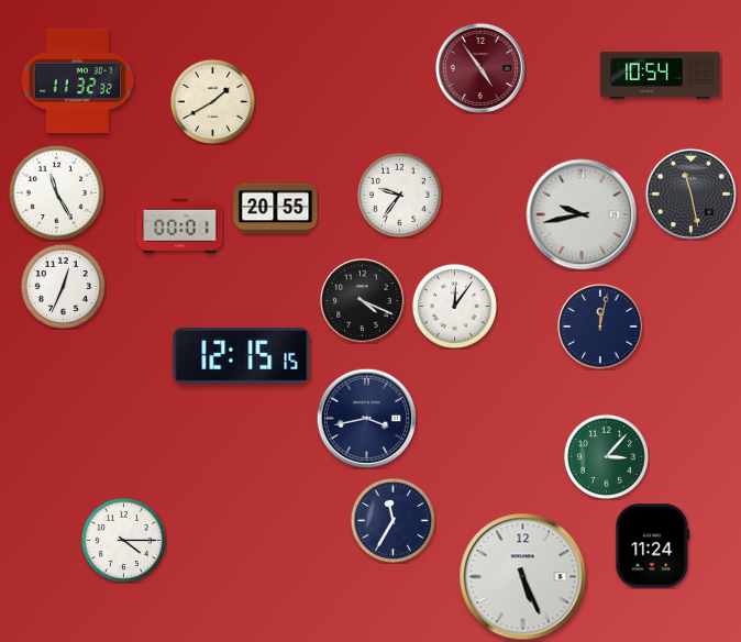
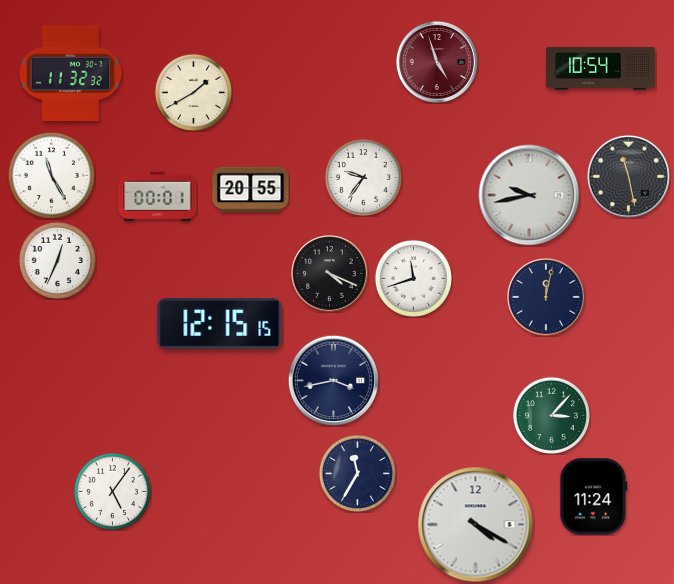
clock at (480, 68): 4:54 -> 4:57
clock at (180, 226) position: (180, 226) -> (158, 197)
clock at (454, 306): 12:06 -> 11:42
clock at (123, 540): 4:15 -> 5:06
clock at (523, 577): 5:26 -> 4:20
